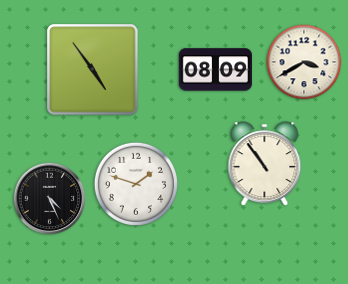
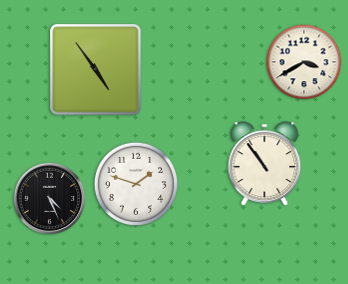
clock at (93, 70) position: (93, 70) -> (96, 70)
clock at (215, 70): 08:09 -> none
